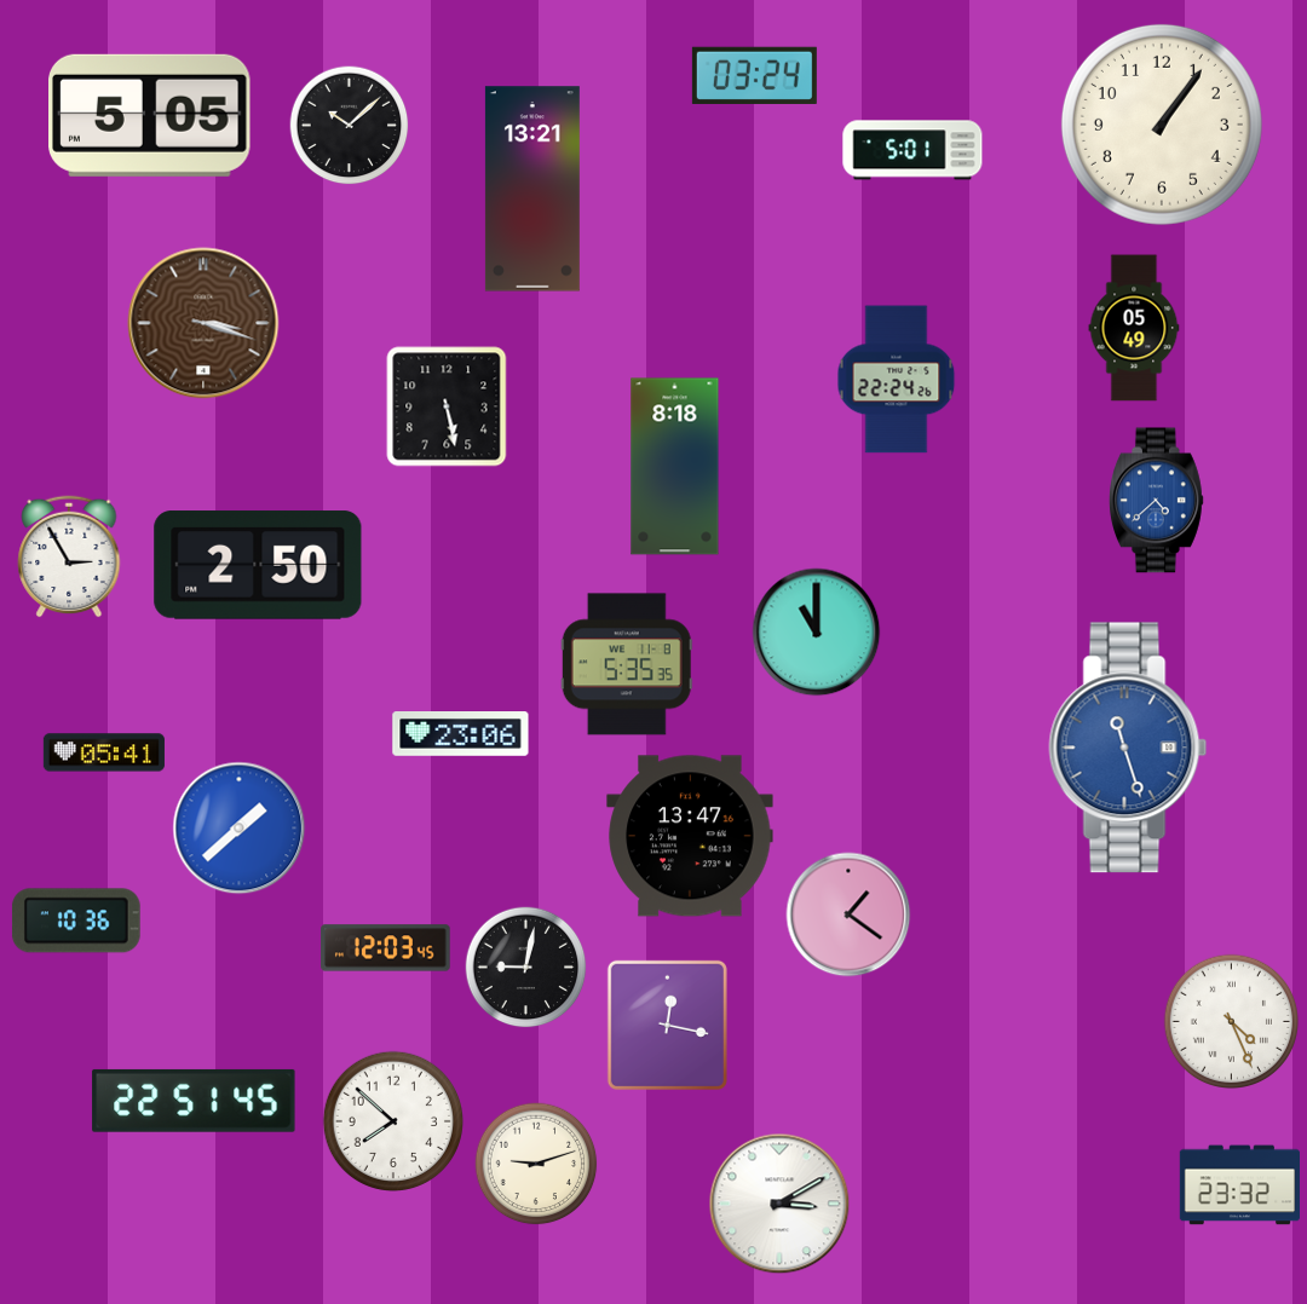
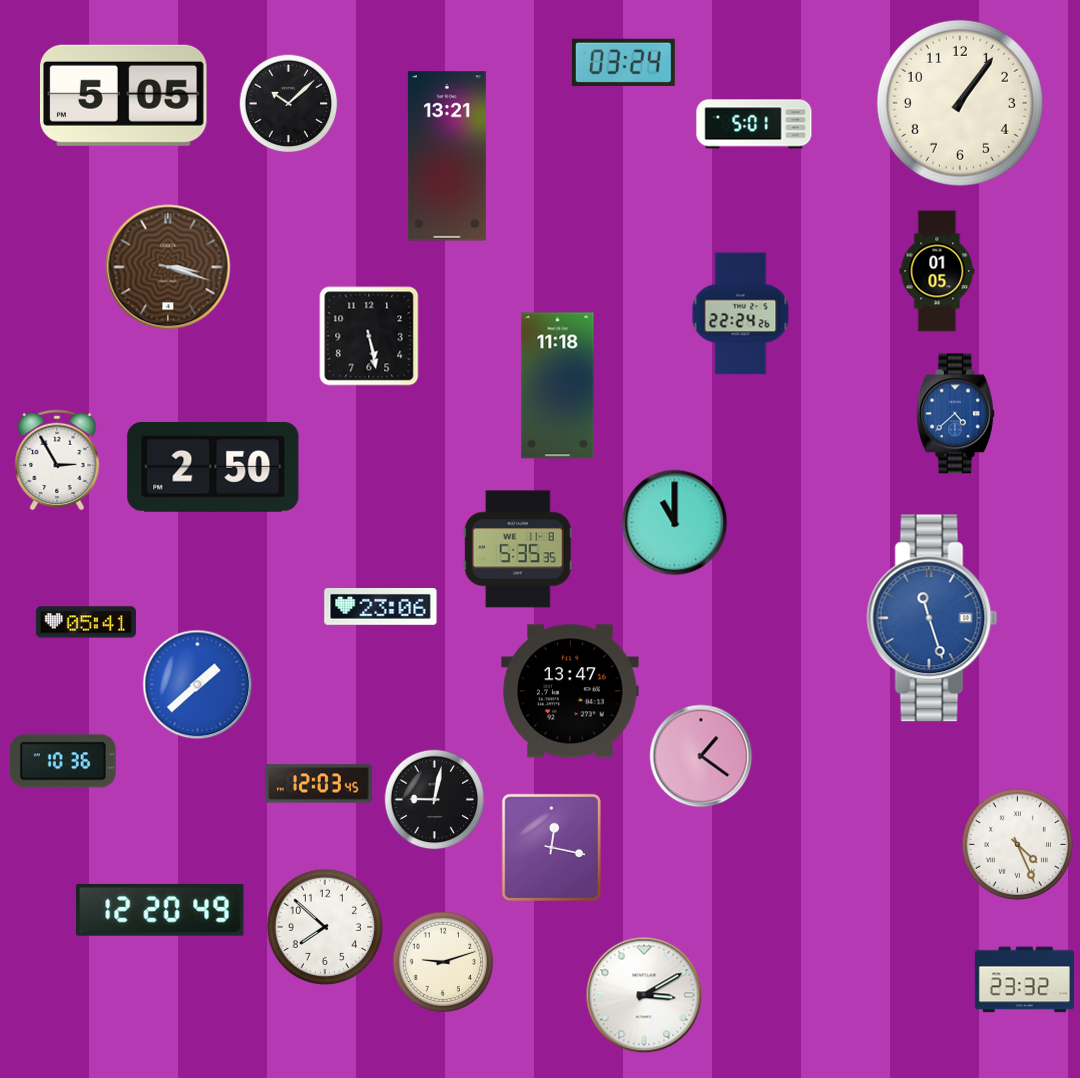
clock at (532, 189) position: (532, 189) -> (447, 156)
clock at (1134, 328): 05:49 -> 01:05
clock at (675, 467): 8:18 -> 11:18
clock at (194, 1101): 22:51 -> 12:20
